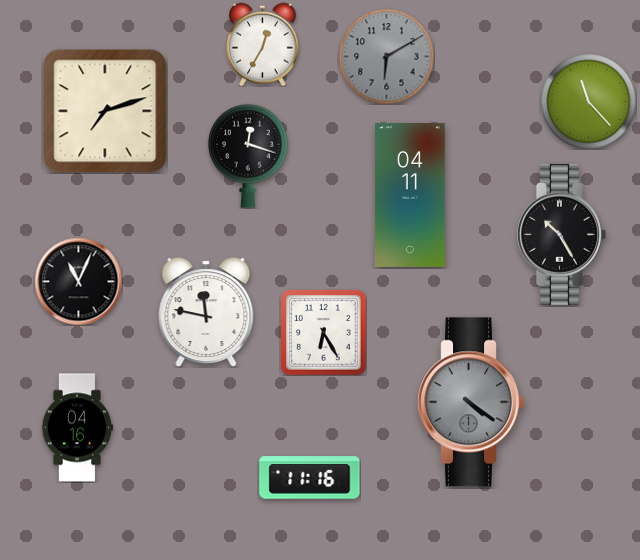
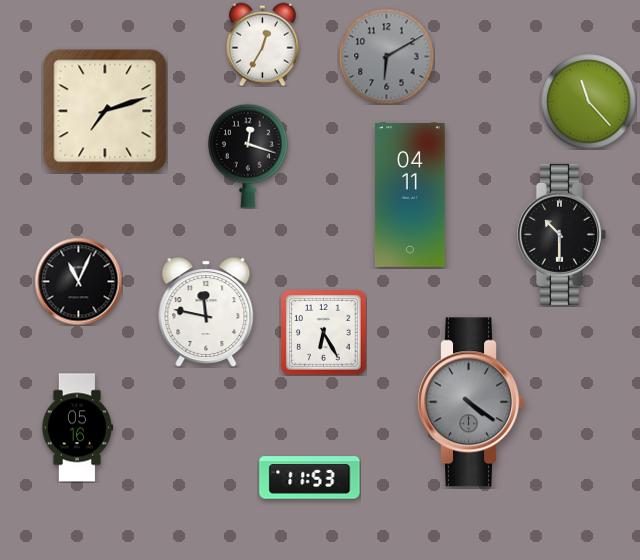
clock at (561, 234): 10:25 -> 10:30
clock at (77, 428): 04:16 -> 05:16
clock at (310, 478): 11:16 -> 11:53
